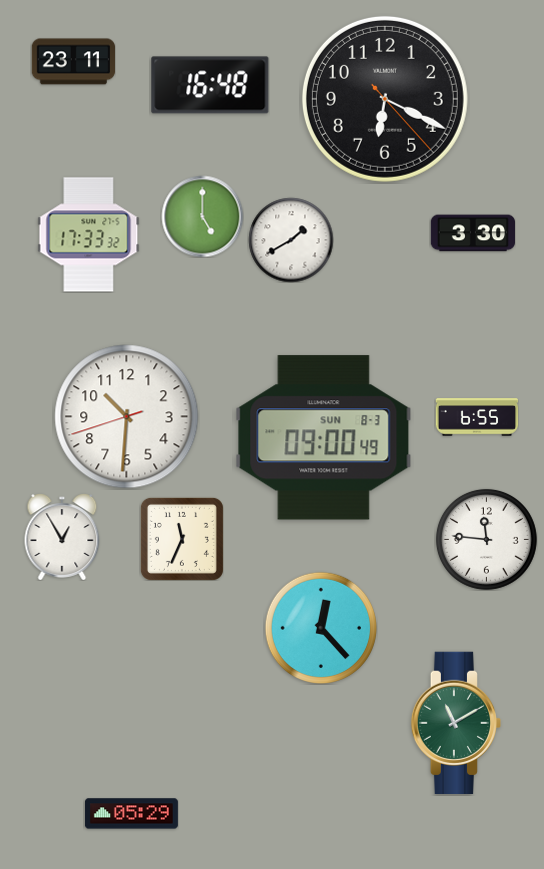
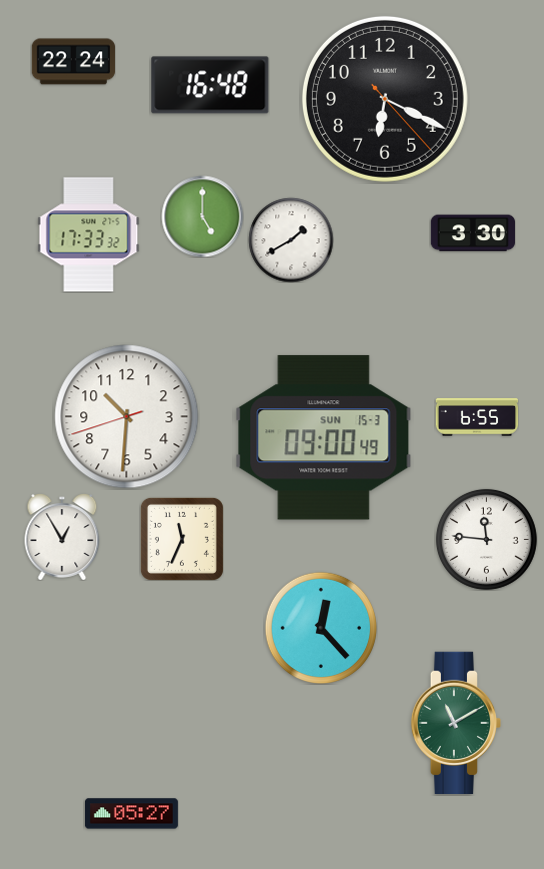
clock at (73, 62): 23:11 -> 22:24
clock at (324, 438) date: SUN 8-3 -> SUN 15-3
clock at (131, 814): 05:29 -> 05:27
